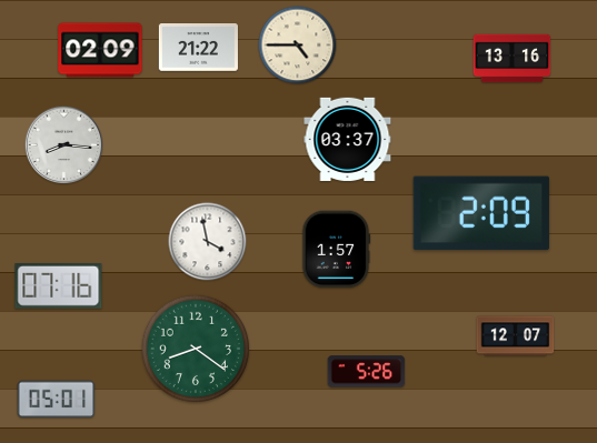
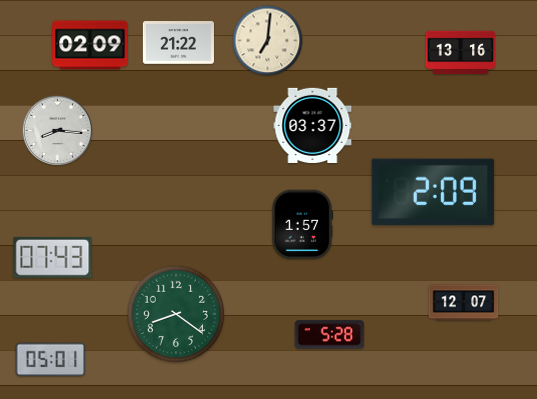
clock at (298, 46): 4:45 -> 7:01
clock at (208, 242): 3:58 -> none
clock at (59, 285): 07:16 -> 07:43
clock at (367, 372): 5:26 -> 5:28
